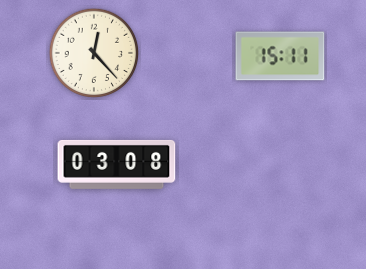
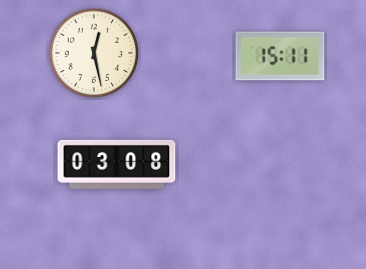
clock at (94, 53): 12:23 -> 12:28
